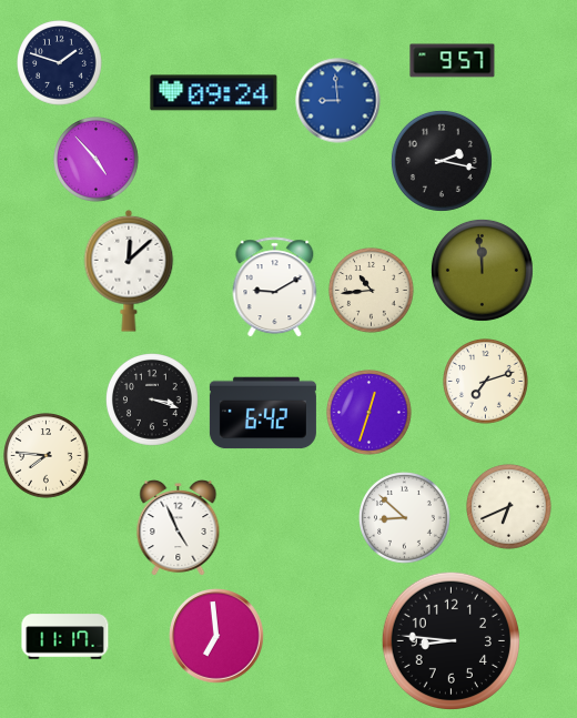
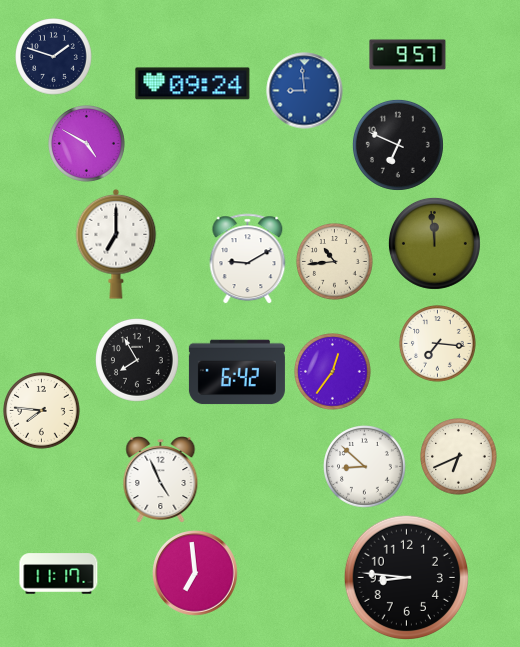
clock at (97, 160): 4:53 -> 4:50
clock at (442, 161): 2:17 -> 6:49
clock at (129, 271): 12:08 -> 7:00
clock at (486, 382): 7:12 -> 7:16
clock at (153, 401): 3:18 -> 7:55
clock at (370, 413): 12:33 -> 12:36
clock at (179, 528) position: (179, 528) -> (161, 480)
